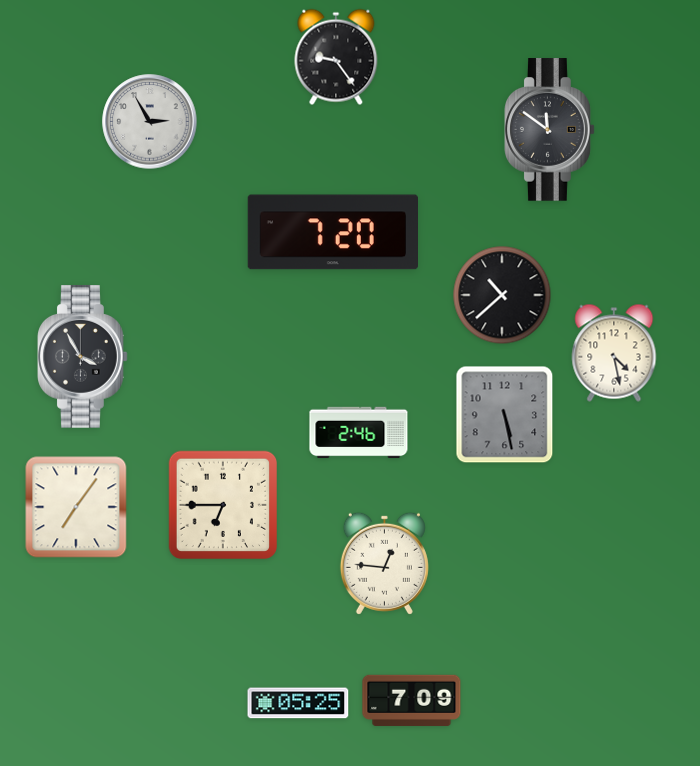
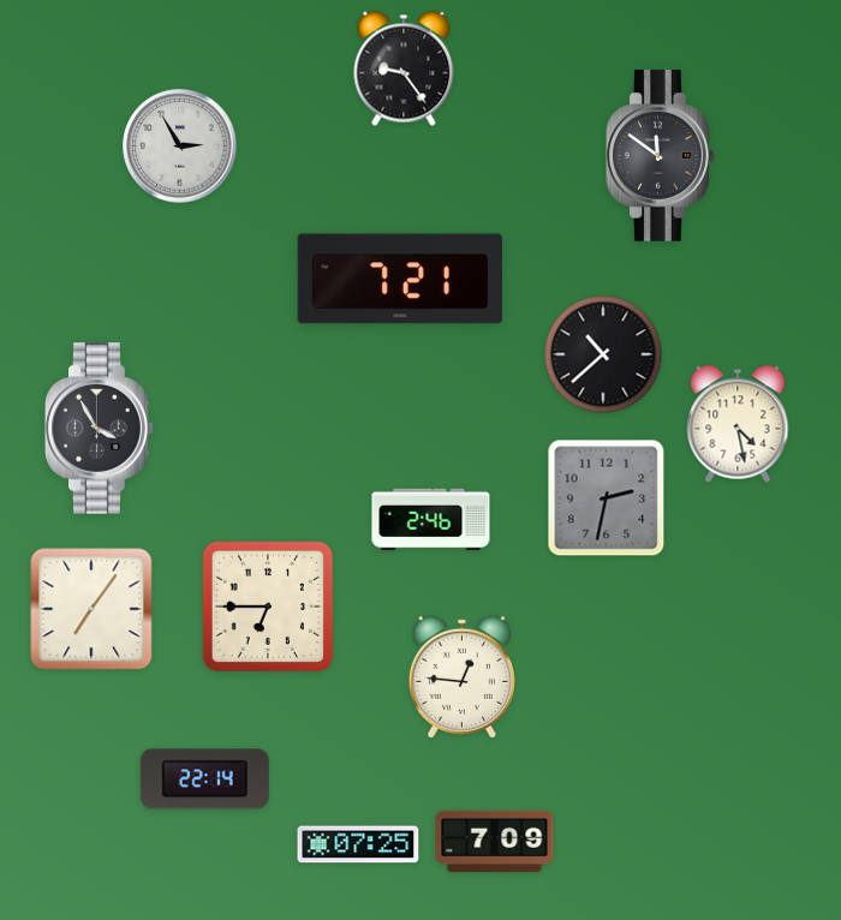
clock at (332, 232): 7:20 -> 7:21
clock at (505, 415): 5:28 -> 2:32
clock at (204, 779): none -> 22:14
clock at (298, 703): 05:25 -> 07:25
